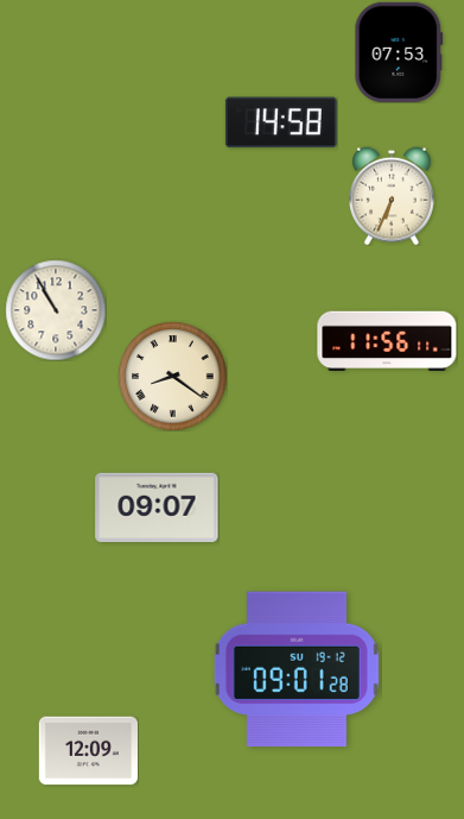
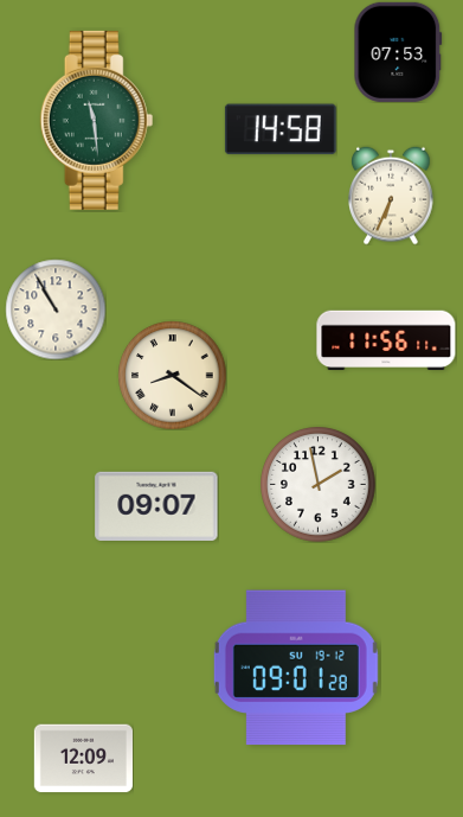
clock at (97, 120): none -> 11:29
clock at (281, 122) position: (281, 122) -> (281, 129)
clock at (319, 485): none -> 1:58
clock at (88, 751) position: (88, 751) -> (83, 759)
